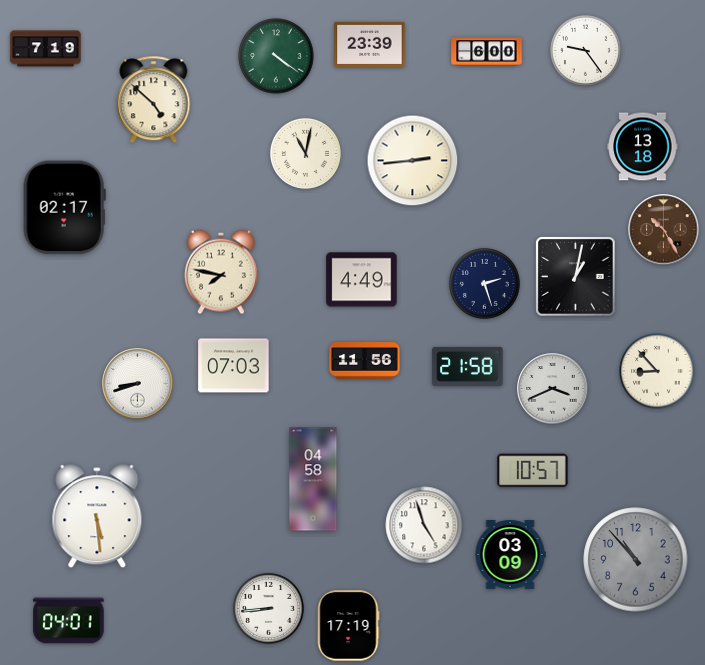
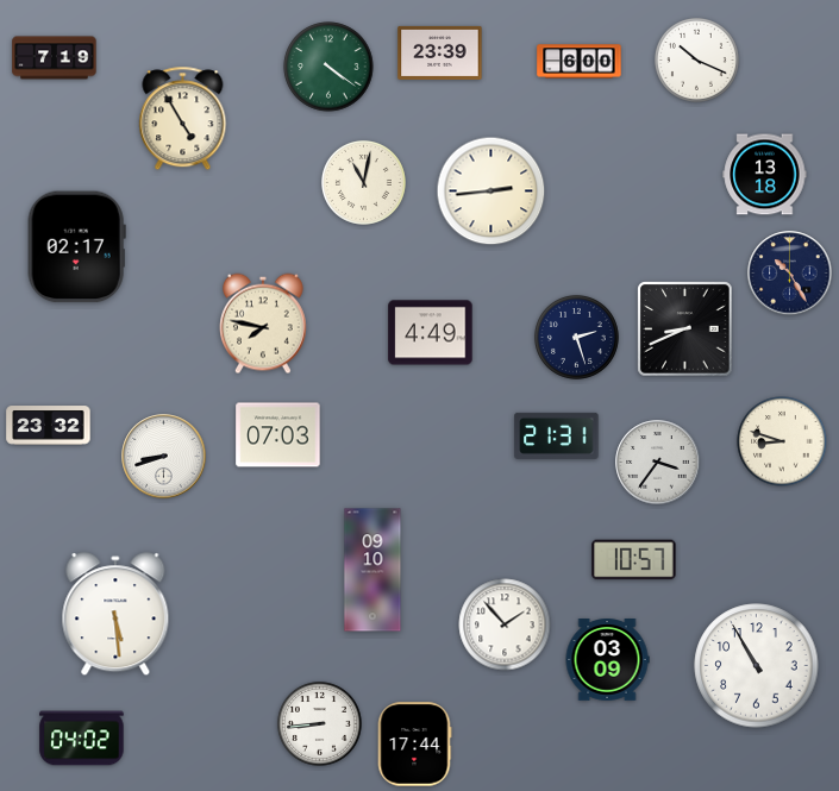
clock at (585, 50): 9:24 -> 10:19
clock at (154, 100): 4:52 -> 4:55
clock at (664, 230) dial: brown -> navy
clock at (576, 277): 1:02 -> 8:41
clock at (49, 426): none -> 23:32
clock at (365, 361): 11:56 -> none
clock at (468, 366): 21:58 -> 21:31
clock at (657, 371): 8:53 -> 8:48
clock at (553, 389): 3:41 -> 3:36
clock at (313, 479): 04:58 -> 09:10
clock at (424, 525): 4:57 -> 1:53
clock at (636, 560): 10:53 -> 10:55
clock at (636, 560) dial: grey -> white
clock at (69, 621): 04:01 -> 04:02
clock at (348, 626): 17:19 -> 17:44
